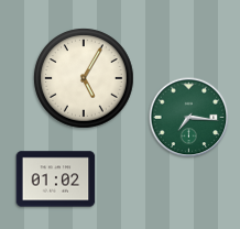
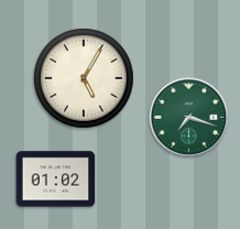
clock at (189, 118): 7:16 -> 7:18
